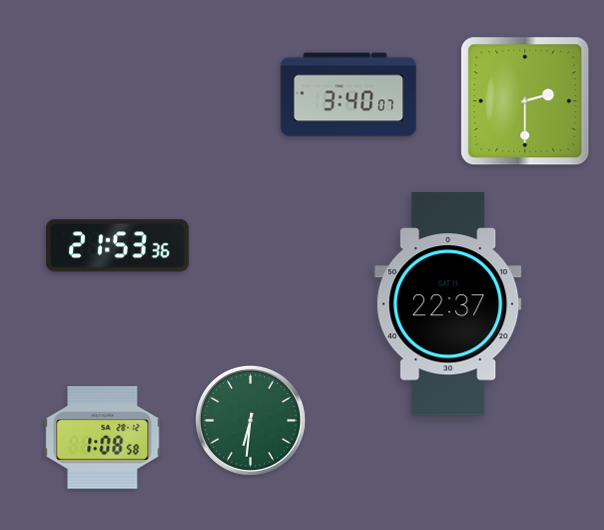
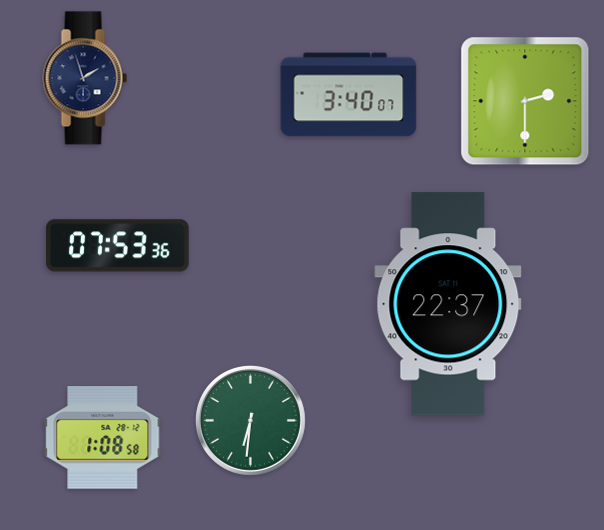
clock at (85, 78): none -> 1:57
clock at (118, 246): 21:53 -> 07:53
